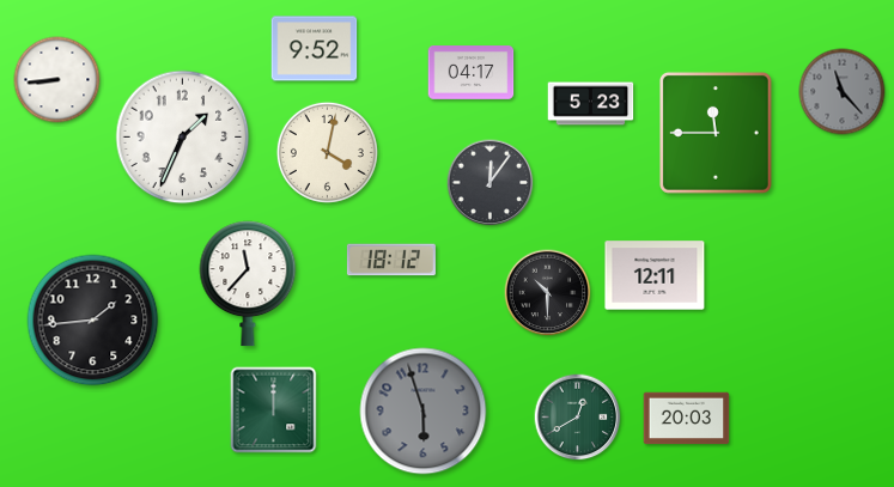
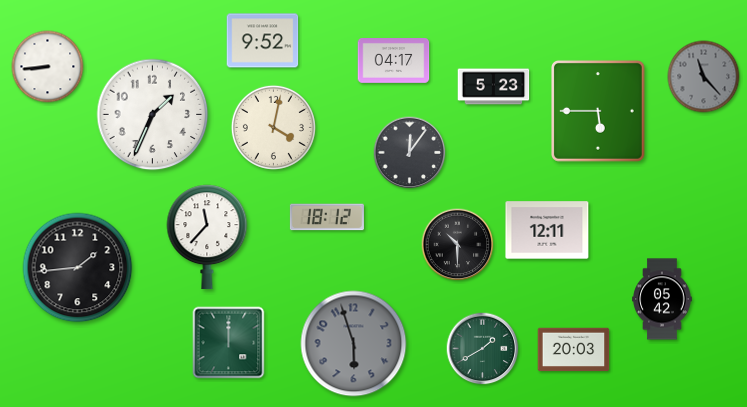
clock at (716, 133): 11:45 -> 5:45
clock at (662, 299): none -> 05:42
clock at (578, 418): 12:40 -> 1:40
